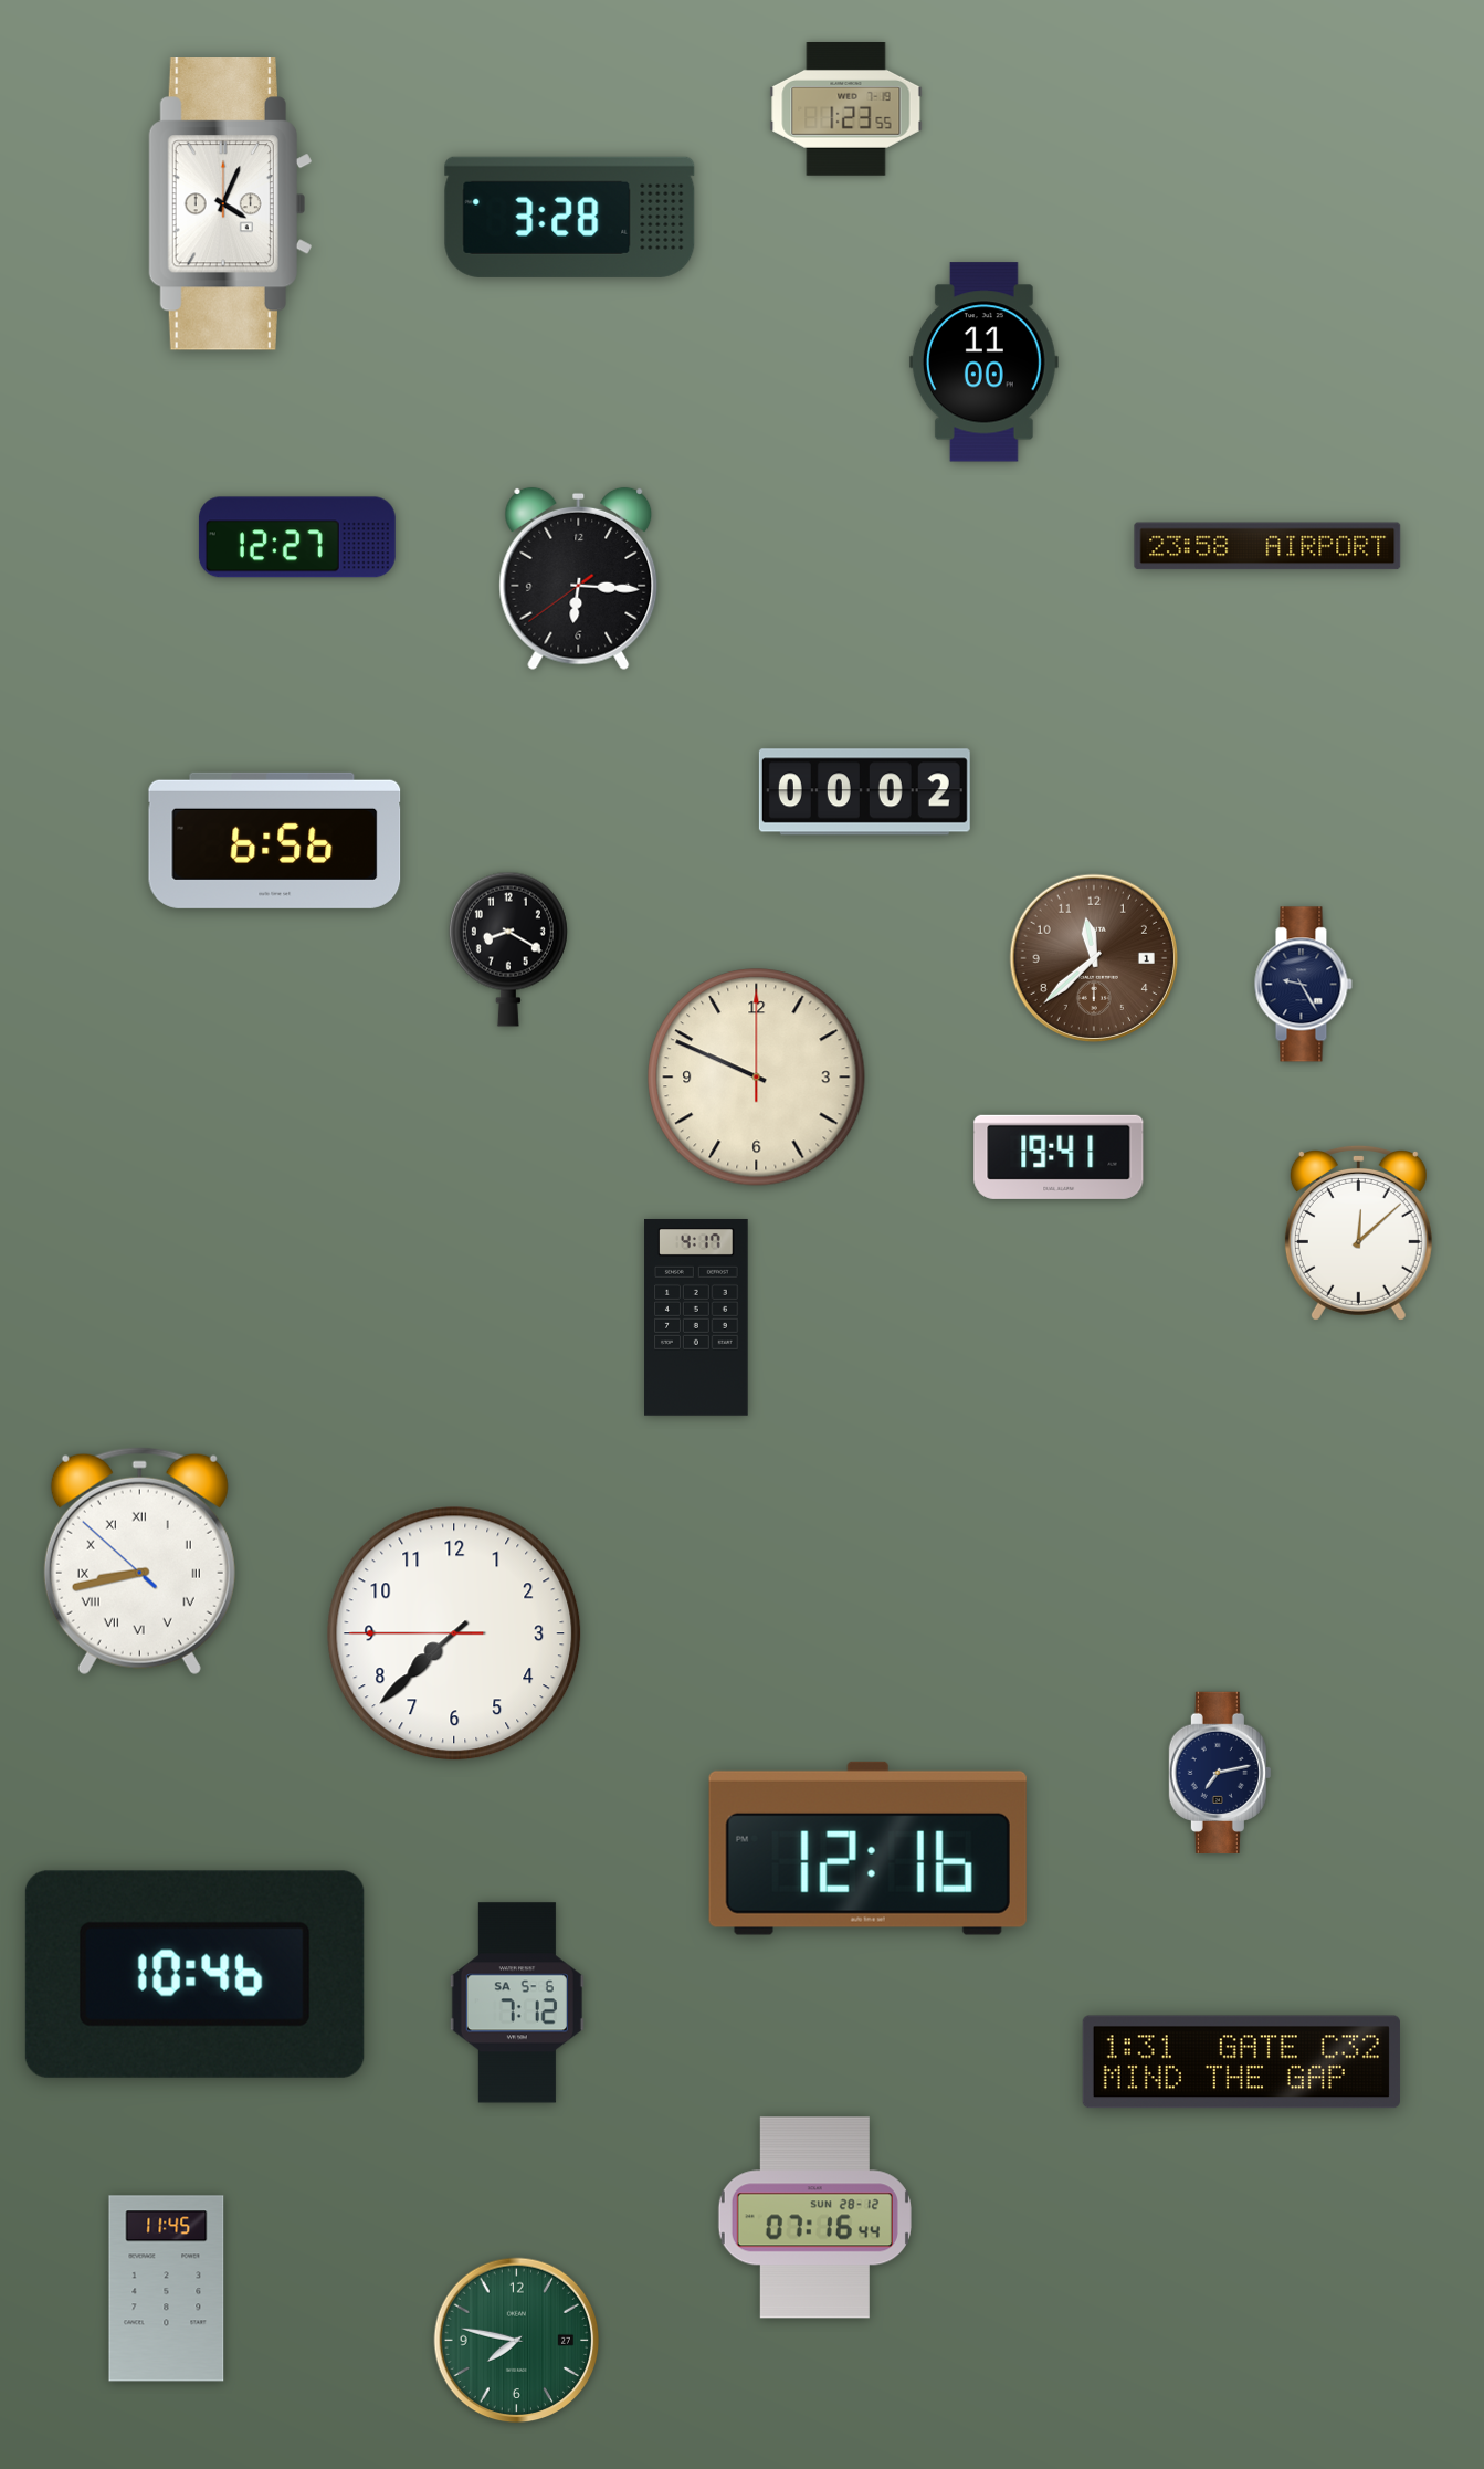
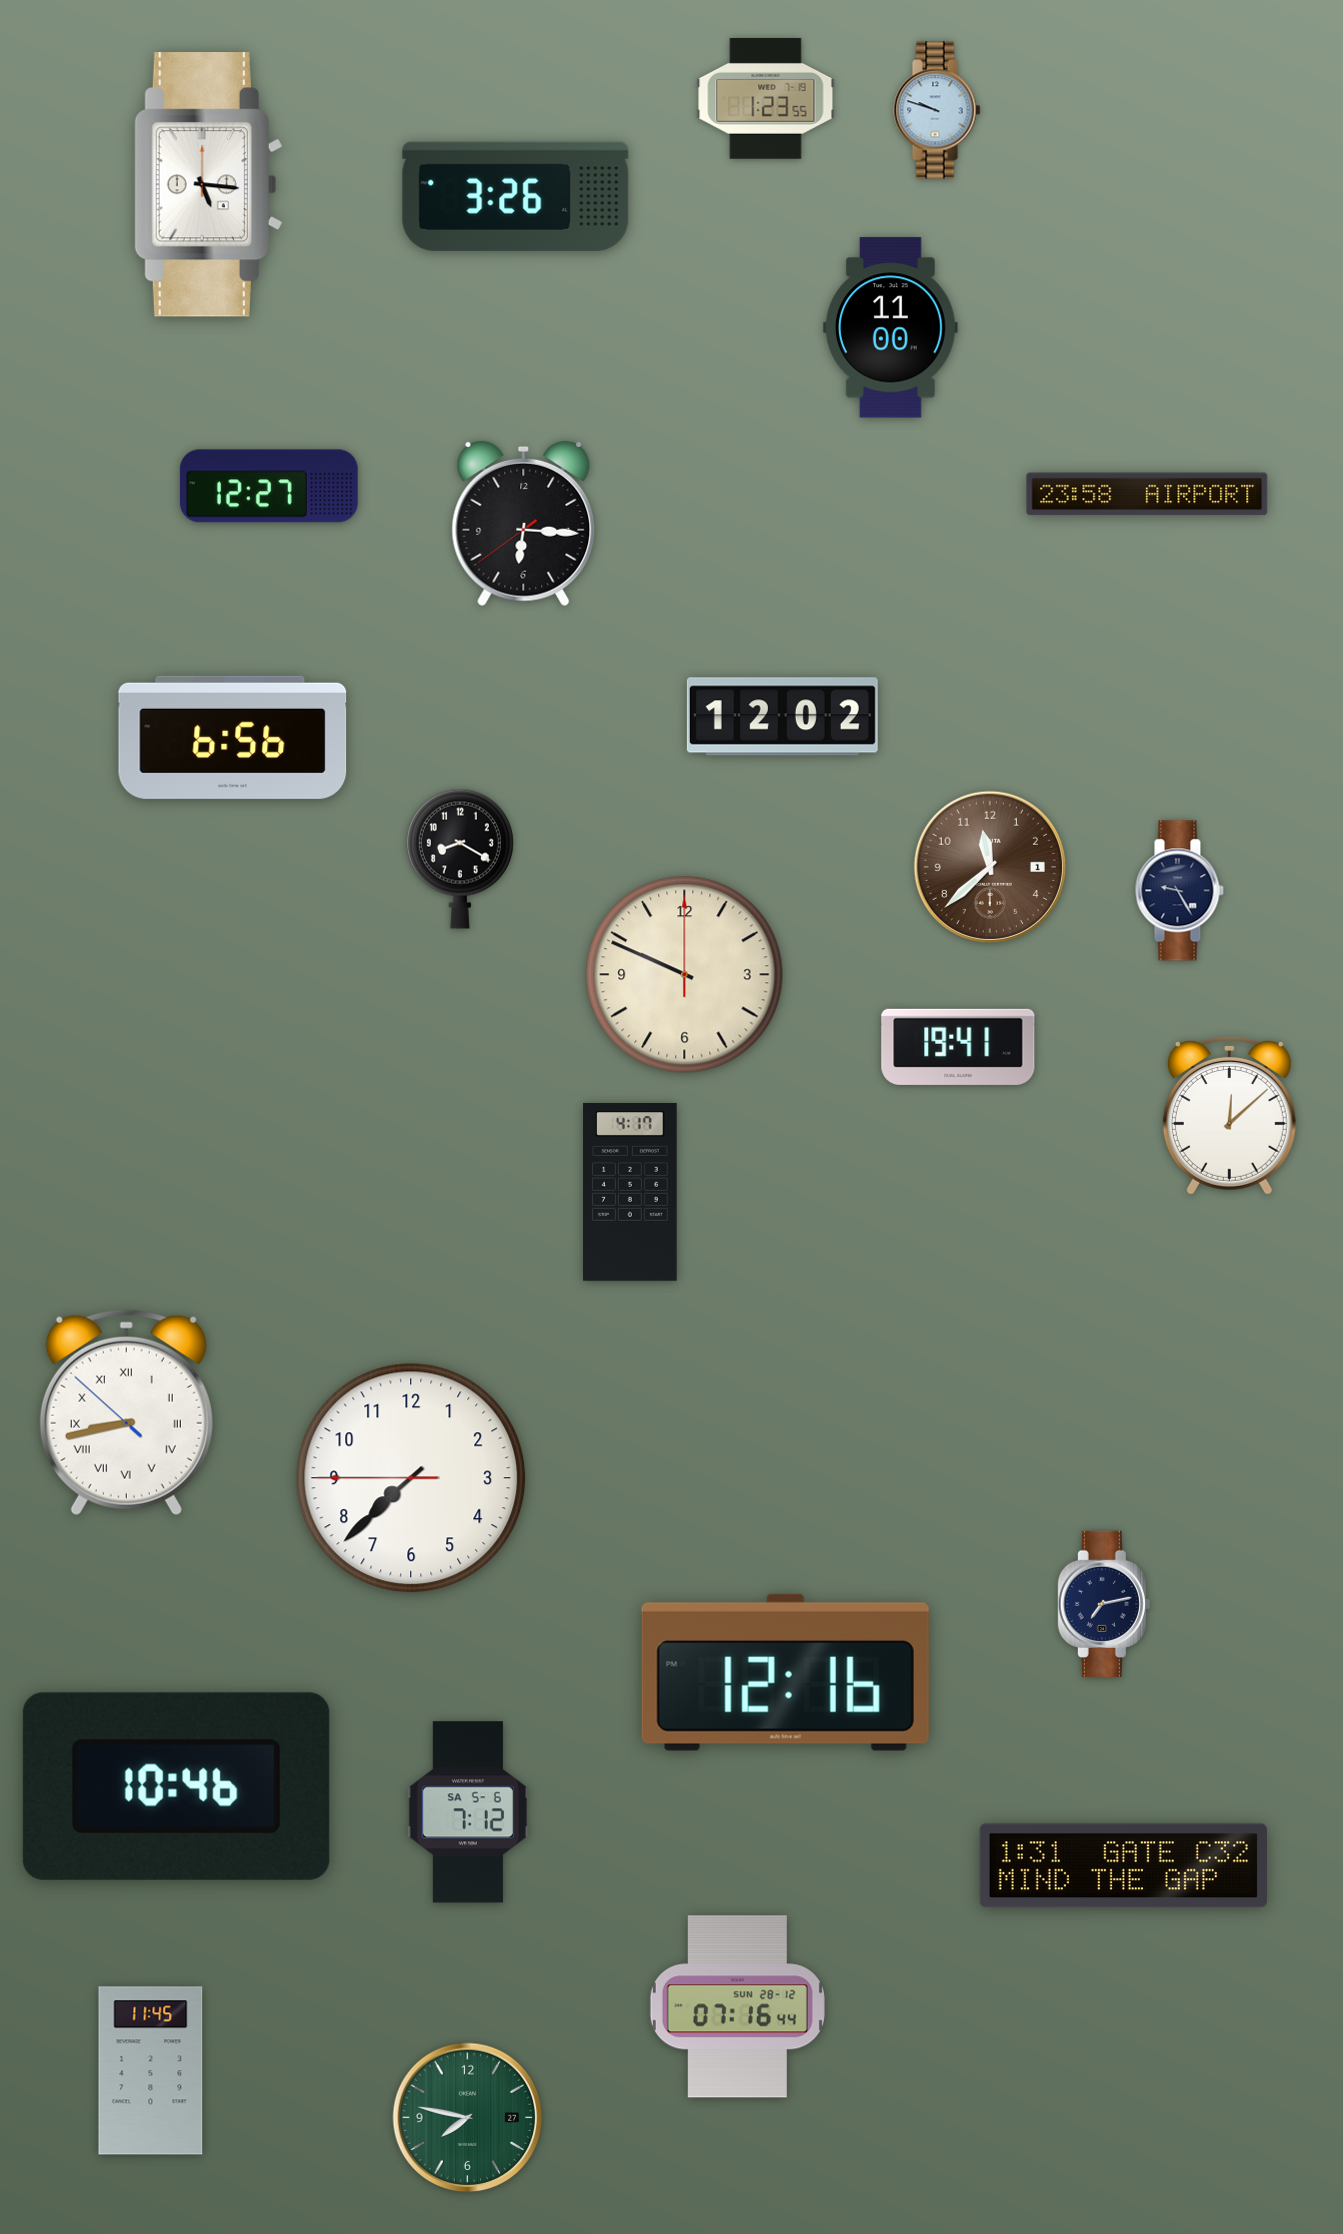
clock at (937, 110): none -> 9:48
clock at (230, 204): 4:04 -> 5:16
clock at (570, 217): 3:28 -> 3:26
clock at (864, 792): 00:02 -> 12:02
clock at (275, 840) position: (275, 840) -> (233, 737)
